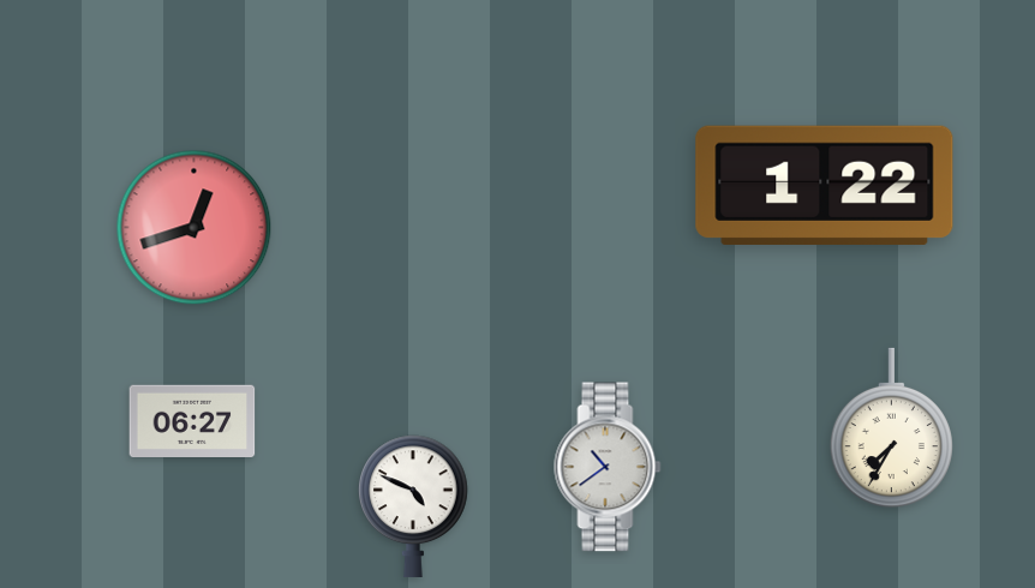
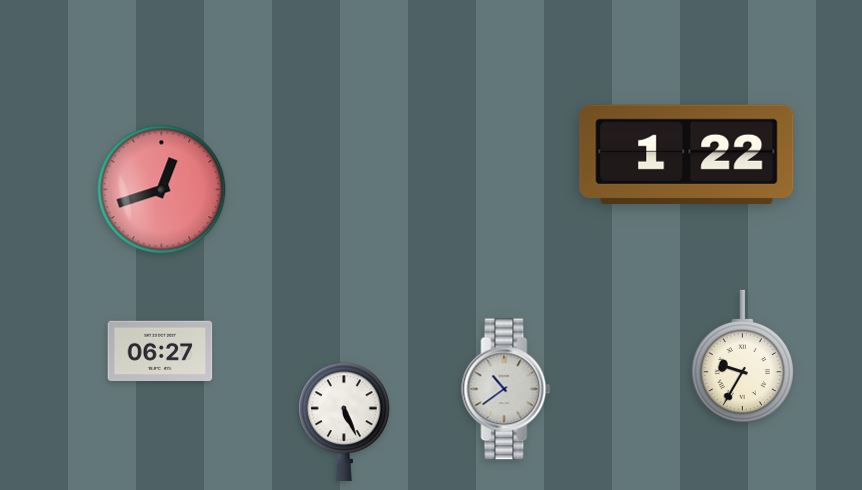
clock at (891, 428): 7:35 -> 9:35
clock at (414, 505): 4:49 -> 5:26
